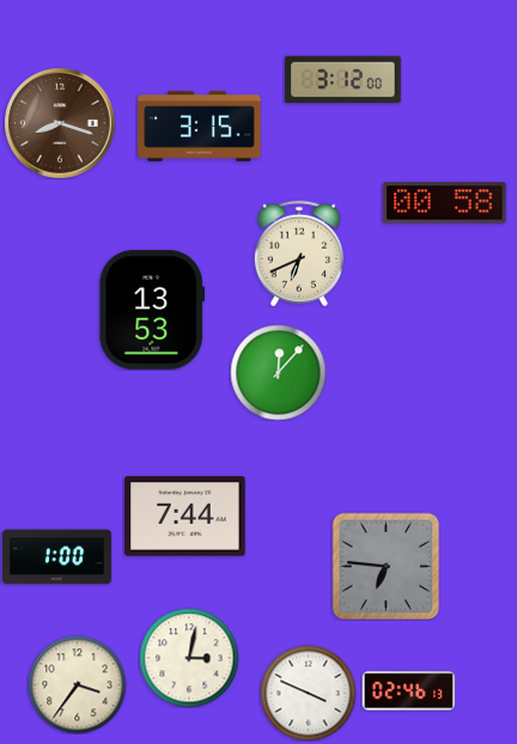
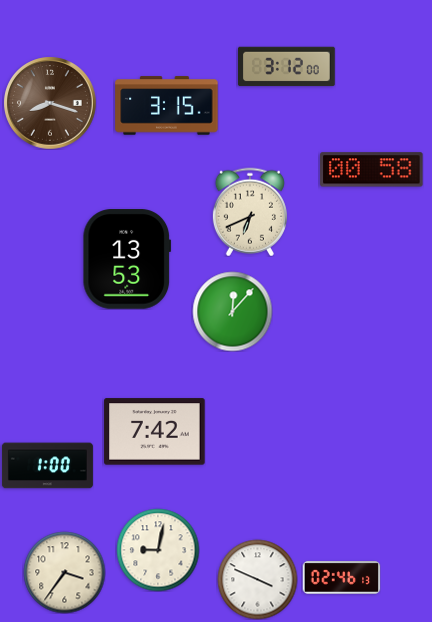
clock at (185, 517): 7:44 -> 7:42
clock at (385, 566): 6:46 -> none
clock at (189, 658): 3:02 -> 9:02
